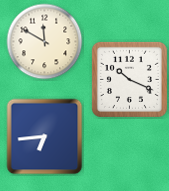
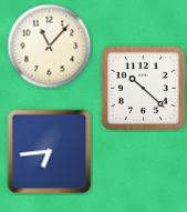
clock at (45, 42): 11:50 -> 11:07
clock at (129, 79): 10:19 -> 10:22
